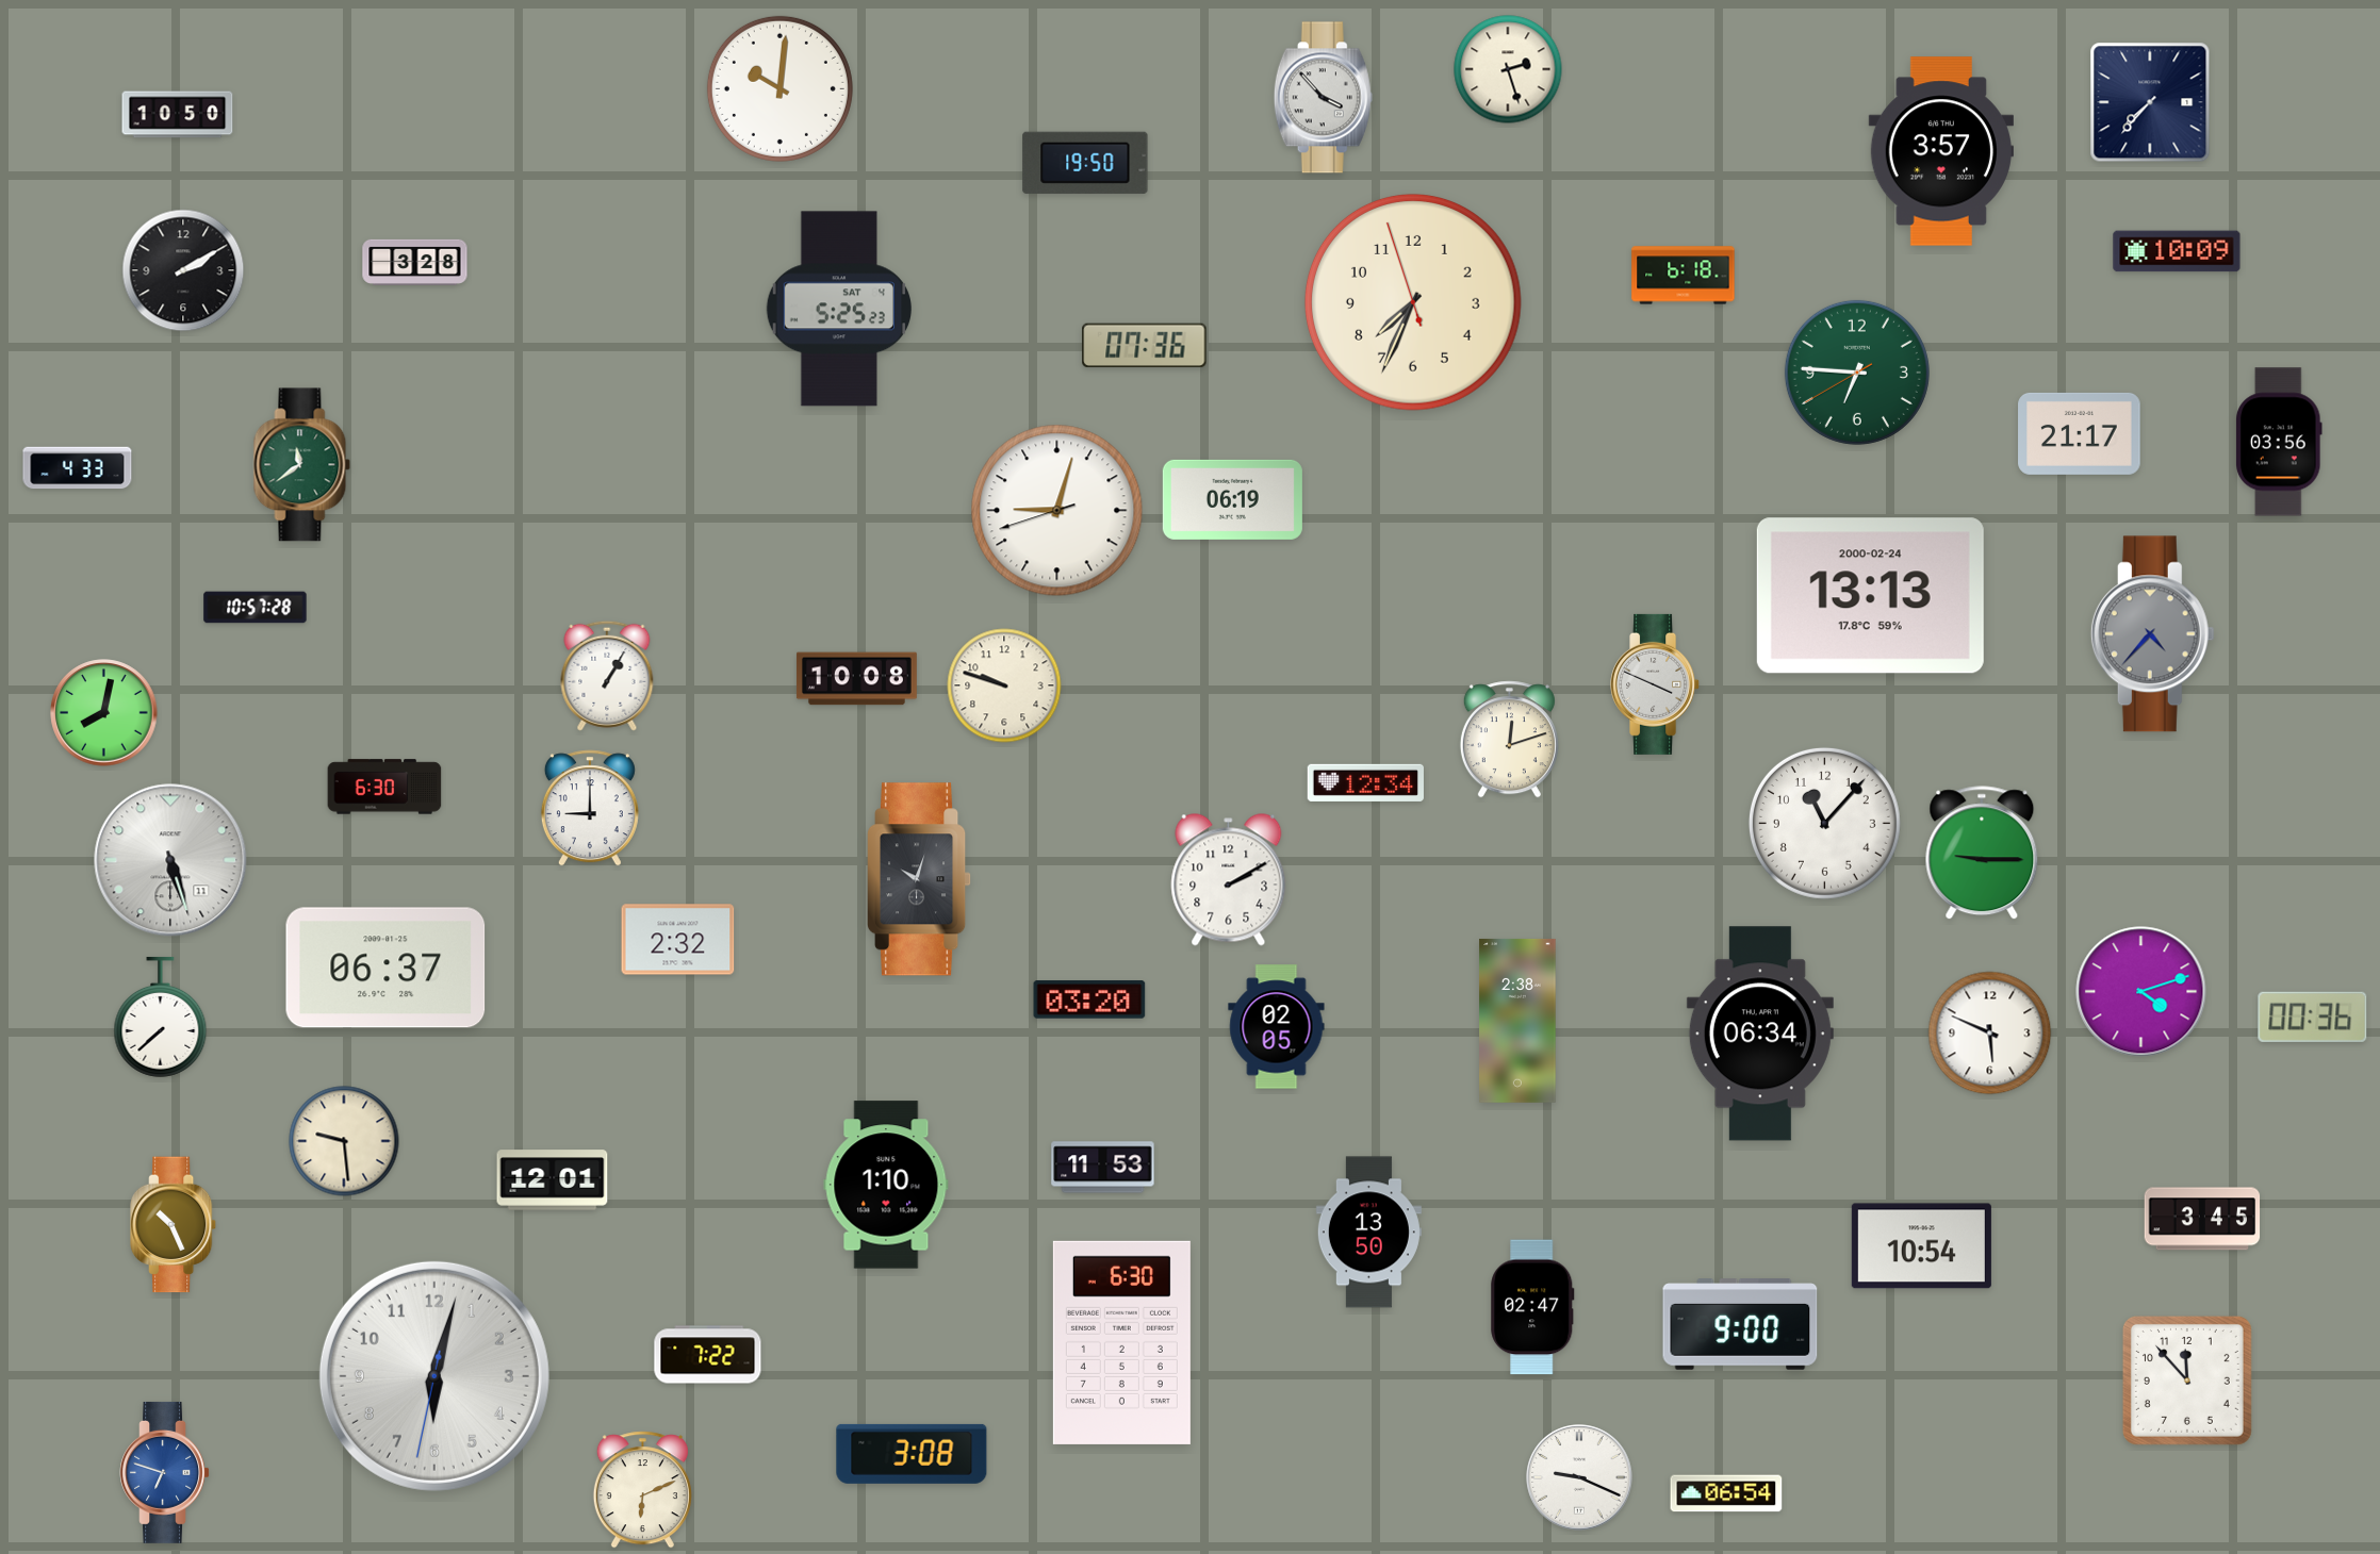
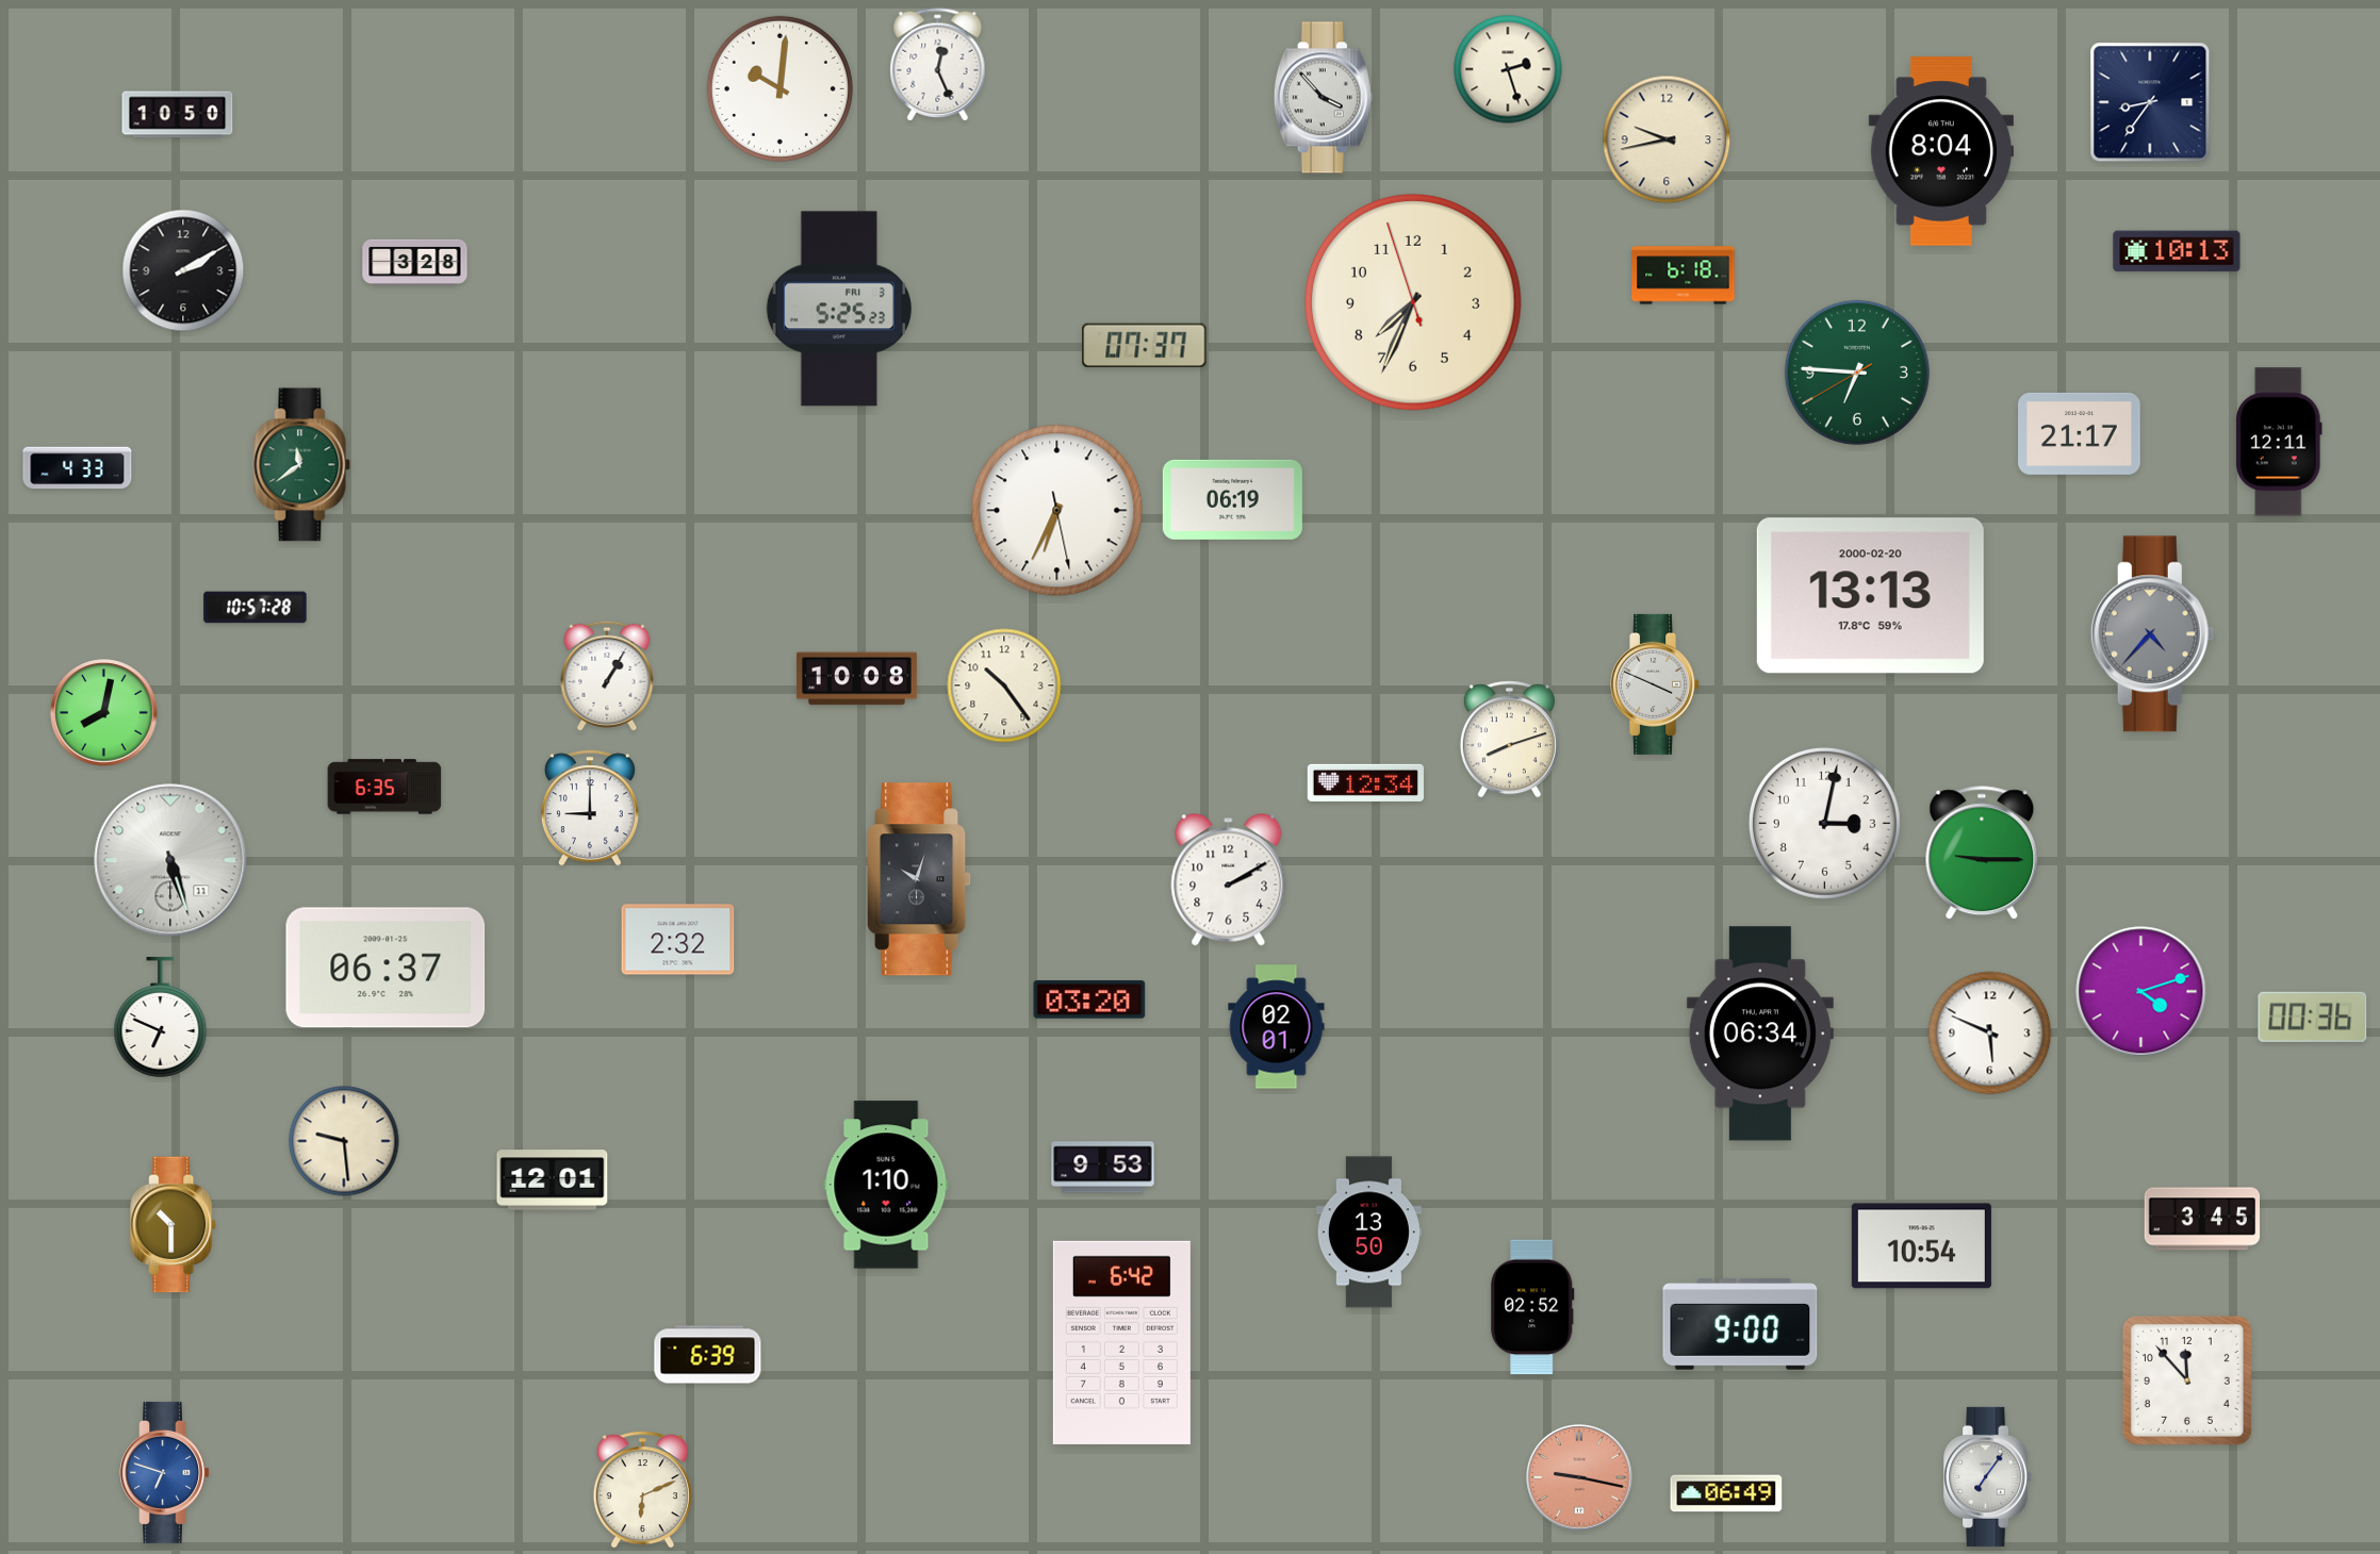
clock at (938, 65): none -> 12:26
clock at (2150, 102): 7:37 -> 8:36
clock at (1667, 139): none -> 9:43
clock at (1941, 151): 3:57 -> 8:04
clock at (1085, 163): 19:50 -> none
clock at (2177, 251): 10:09 -> 10:13
clock at (838, 309) date: SAT 4 -> FRI 3
clock at (1145, 346): 07:36 -> 07:37
clock at (2280, 442): 03:56 -> 12:11
clock at (1057, 511): 9:02 -> 6:34
clock at (1870, 596) date: 2000-02-24 -> 2000-02-20
clock at (1004, 685): 9:48 -> 10:24
clock at (1509, 740): 12:12 -> 8:12
clock at (384, 787): 6:30 -> 6:35
clock at (1824, 823): 11:07 -> 3:02
clock at (161, 1016): 7:38 -> 6:49
clock at (1517, 1021): 2:38 -> none
clock at (1277, 1027): 02:05 -> 02:01
clock at (1103, 1168): 11:53 -> 9:53
clock at (175, 1225): 10:26 -> 10:30
clock at (1532, 1307): 02:47 -> 02:52
clock at (1121, 1342): 6:30 -> 6:42
clock at (708, 1355): 7:22 -> 6:39
clock at (434, 1376): 6:02 -> none
clock at (912, 1454): 3:08 -> none
clock at (1988, 1476): none -> 7:06
clock at (1579, 1477): 9:19 -> 9:17
clock at (1579, 1477) dial: white -> salmon
clock at (1726, 1493): 06:54 -> 06:49
